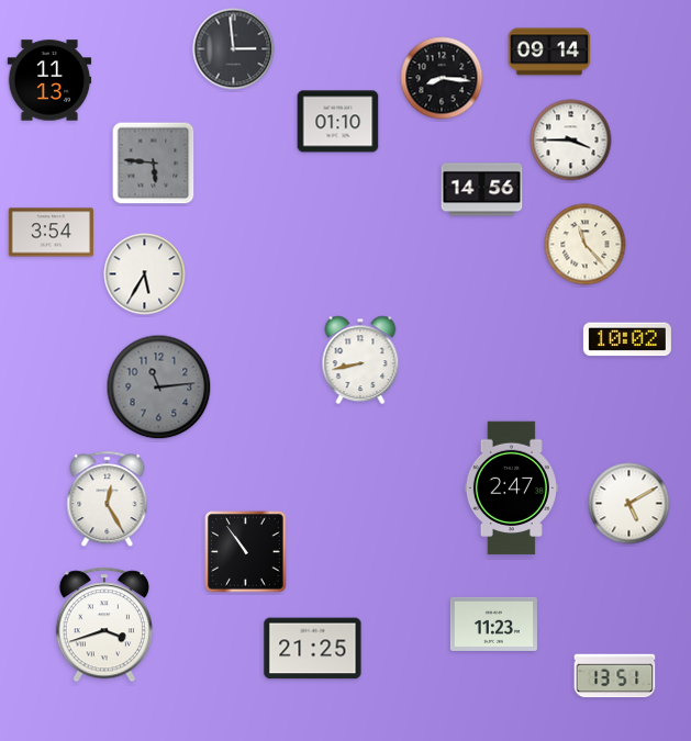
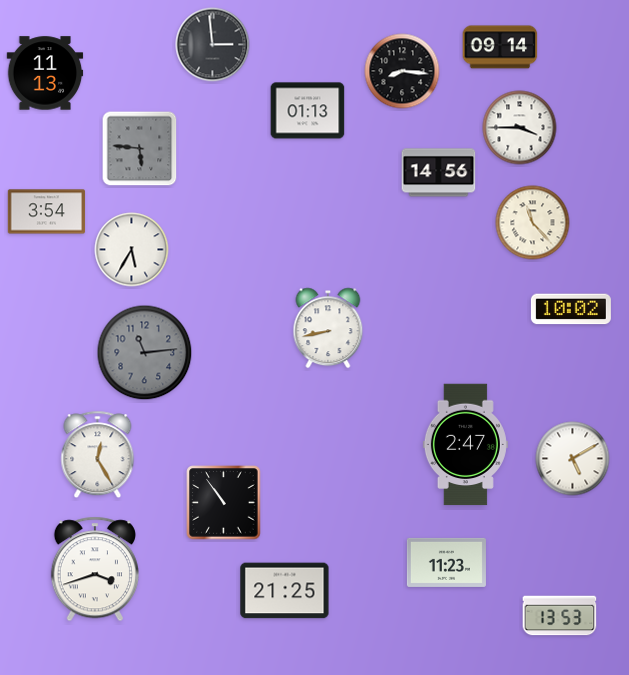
clock at (338, 122): 01:10 -> 01:13
clock at (493, 624) position: (493, 624) -> (446, 562)
clock at (615, 676): 13:51 -> 13:53
